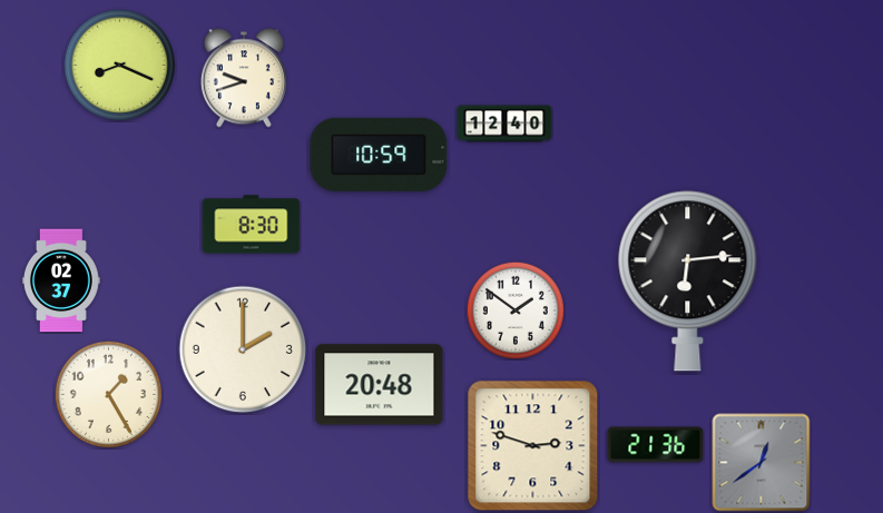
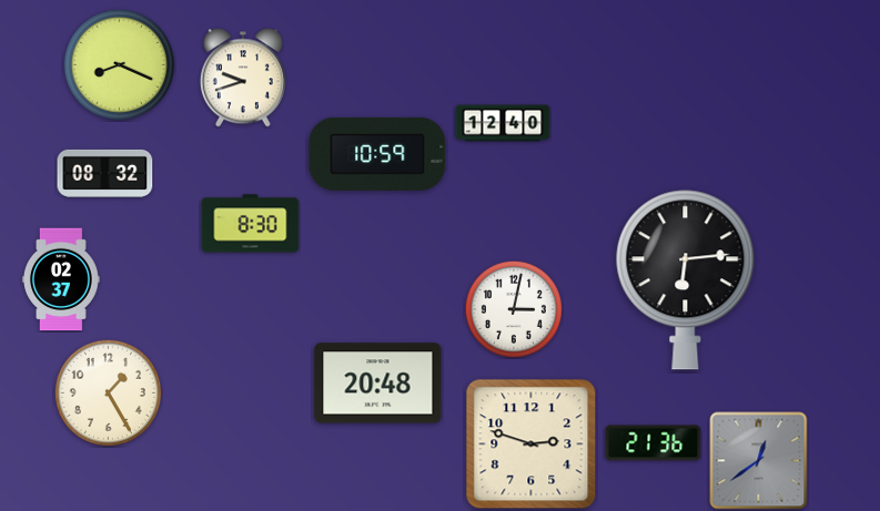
clock at (105, 173): none -> 08:32
clock at (516, 310): 1:51 -> 3:02
clock at (243, 349): 2:00 -> none
